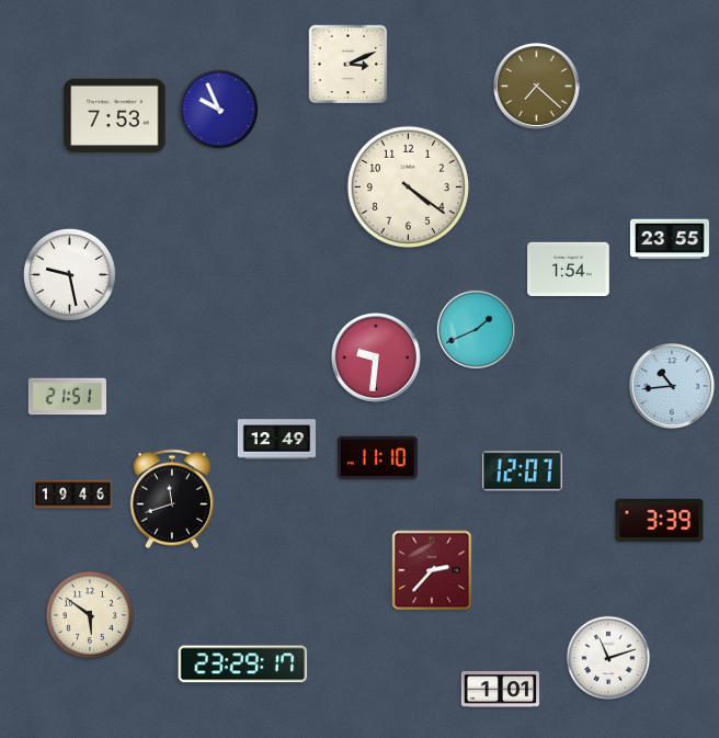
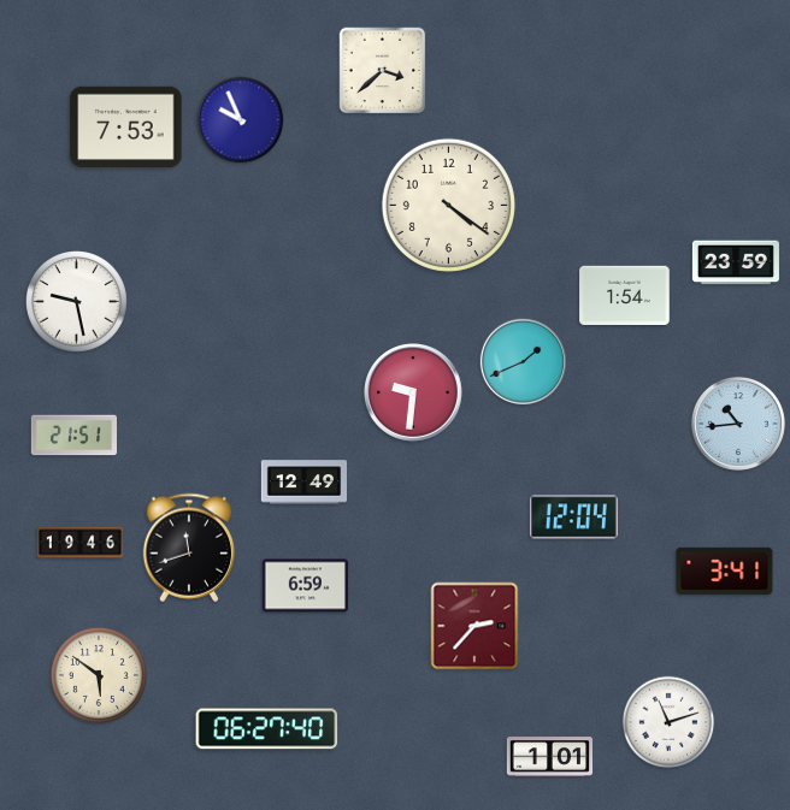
clock at (349, 65): 3:11 -> 3:38
clock at (536, 86): 7:22 -> none
clock at (670, 239): 23:55 -> 23:59
clock at (377, 458): 11:10 -> none
clock at (522, 472): 12:07 -> 12:04
clock at (660, 520): 3:39 -> 3:41
clock at (305, 586): none -> 6:59
clock at (243, 665): 23:29 -> 06:27
